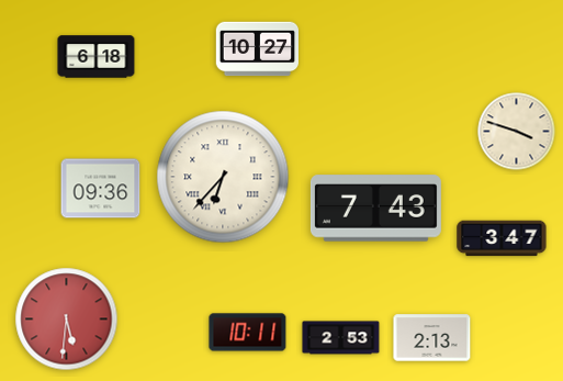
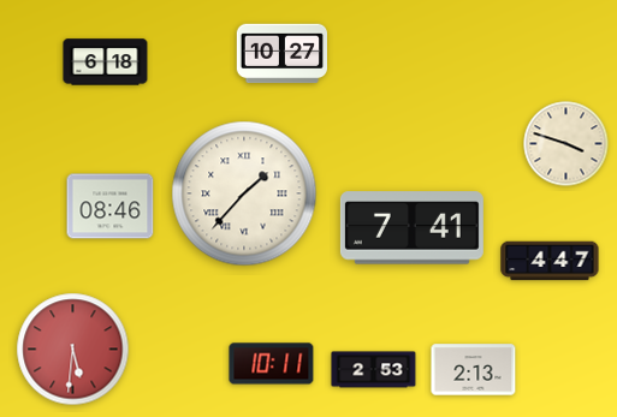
clock at (223, 177): 6:37 -> 1:37
clock at (101, 189): 09:36 -> 08:46
clock at (375, 209): 7:43 -> 7:41
clock at (502, 238): 3:47 -> 4:47
